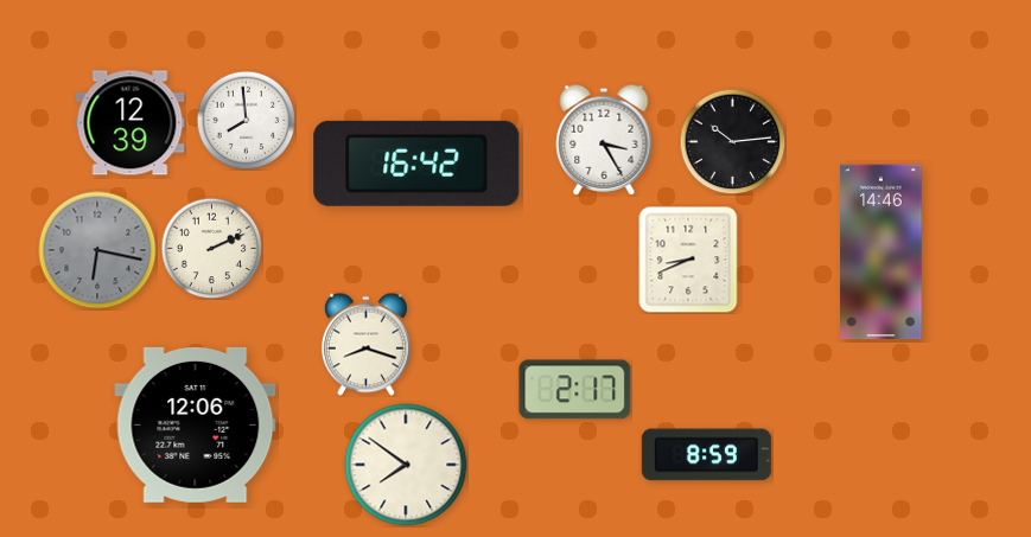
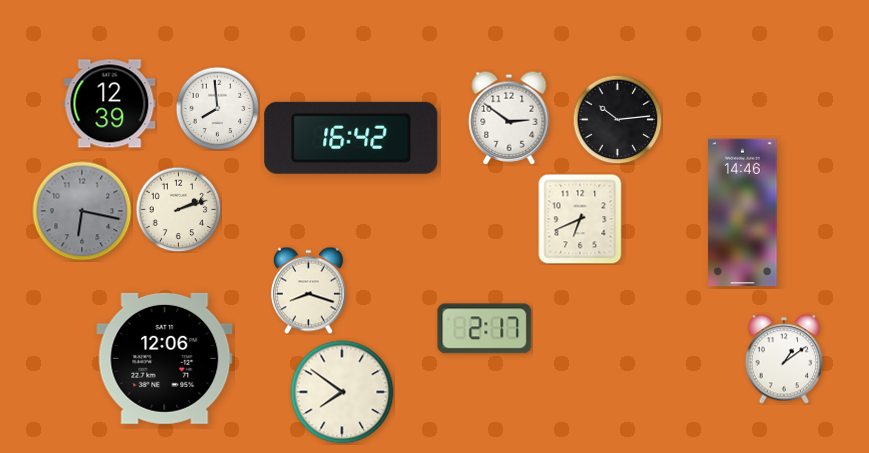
clock at (246, 120) position: (246, 120) -> (217, 108)
clock at (604, 140): 3:25 -> 2:51
clock at (211, 248): 2:11 -> 2:12
clock at (688, 260): 8:41 -> 6:41
clock at (784, 359): none -> 1:09
clock at (706, 455): 8:59 -> none
